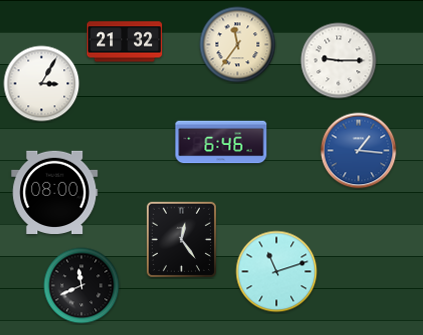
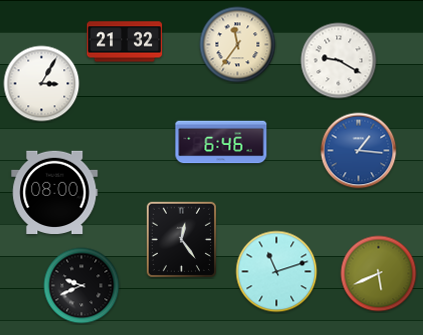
clock at (339, 61): 9:15 -> 9:20
clock at (379, 274): none -> 5:41
clock at (82, 286): 11:41 -> 9:41
